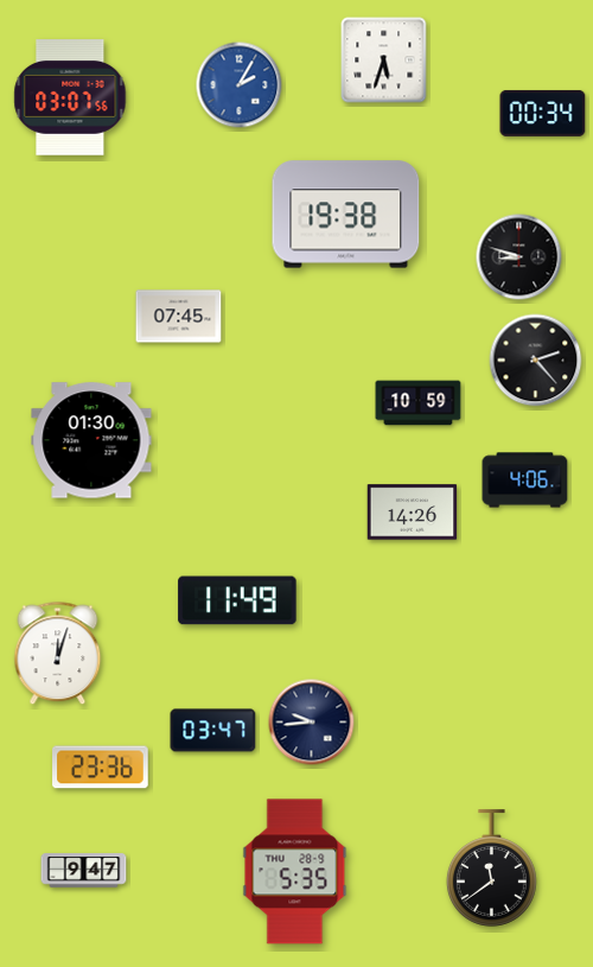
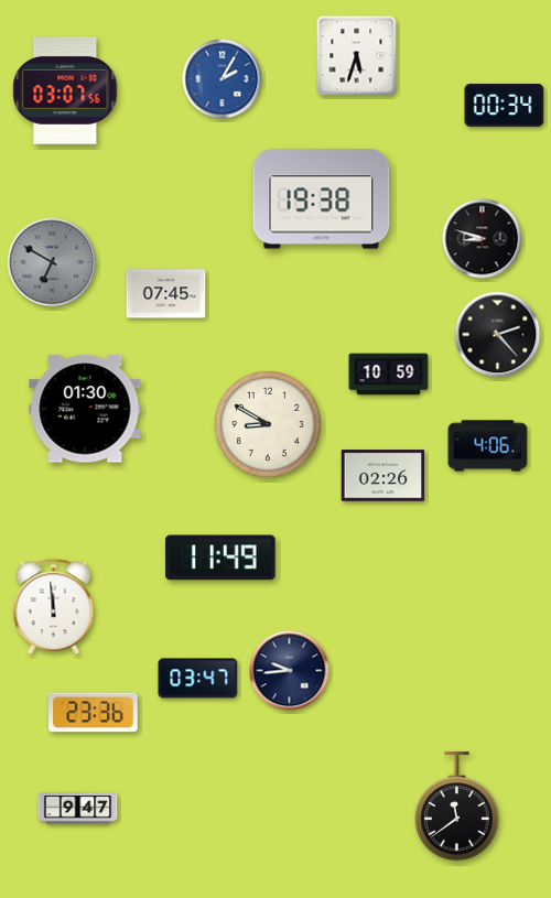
clock at (52, 262): none -> 6:50
clock at (268, 424): none -> 8:50
clock at (413, 513): 14:26 -> 02:26
clock at (58, 654): 12:03 -> 11:59
clock at (295, 872): 5:35 -> none
